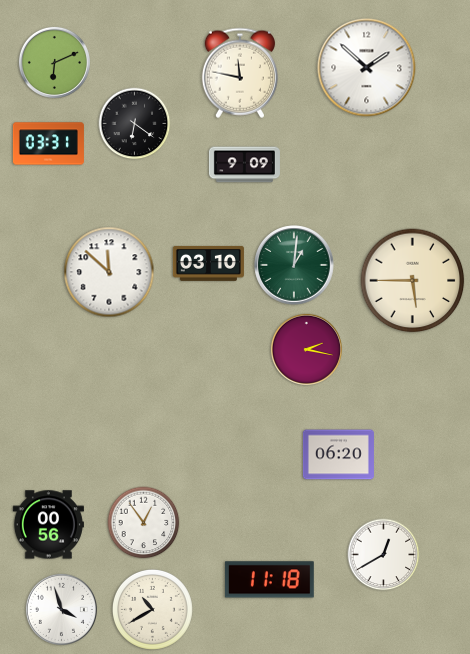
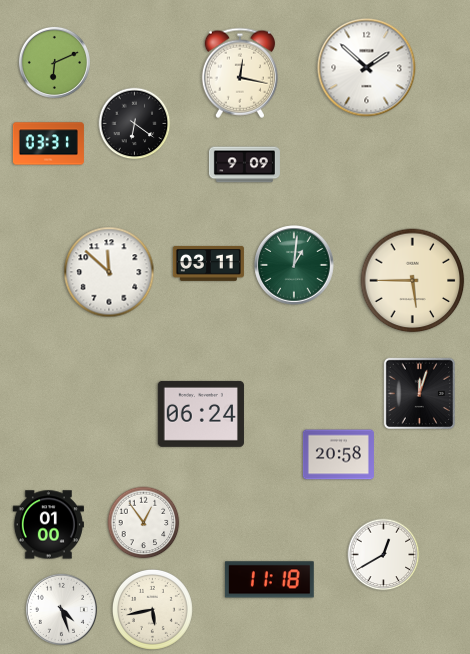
clock at (240, 73): 11:47 -> 12:17
clock at (208, 263): 03:10 -> 03:11
clock at (306, 349): 2:17 -> none
clock at (419, 393): none -> 12:03
clock at (201, 414): none -> 06:24
clock at (338, 455): 06:20 -> 20:58
clock at (48, 525): 00:56 -> 01:00
clock at (61, 609): 3:57 -> 4:27
clock at (152, 609): 10:40 -> 5:43
